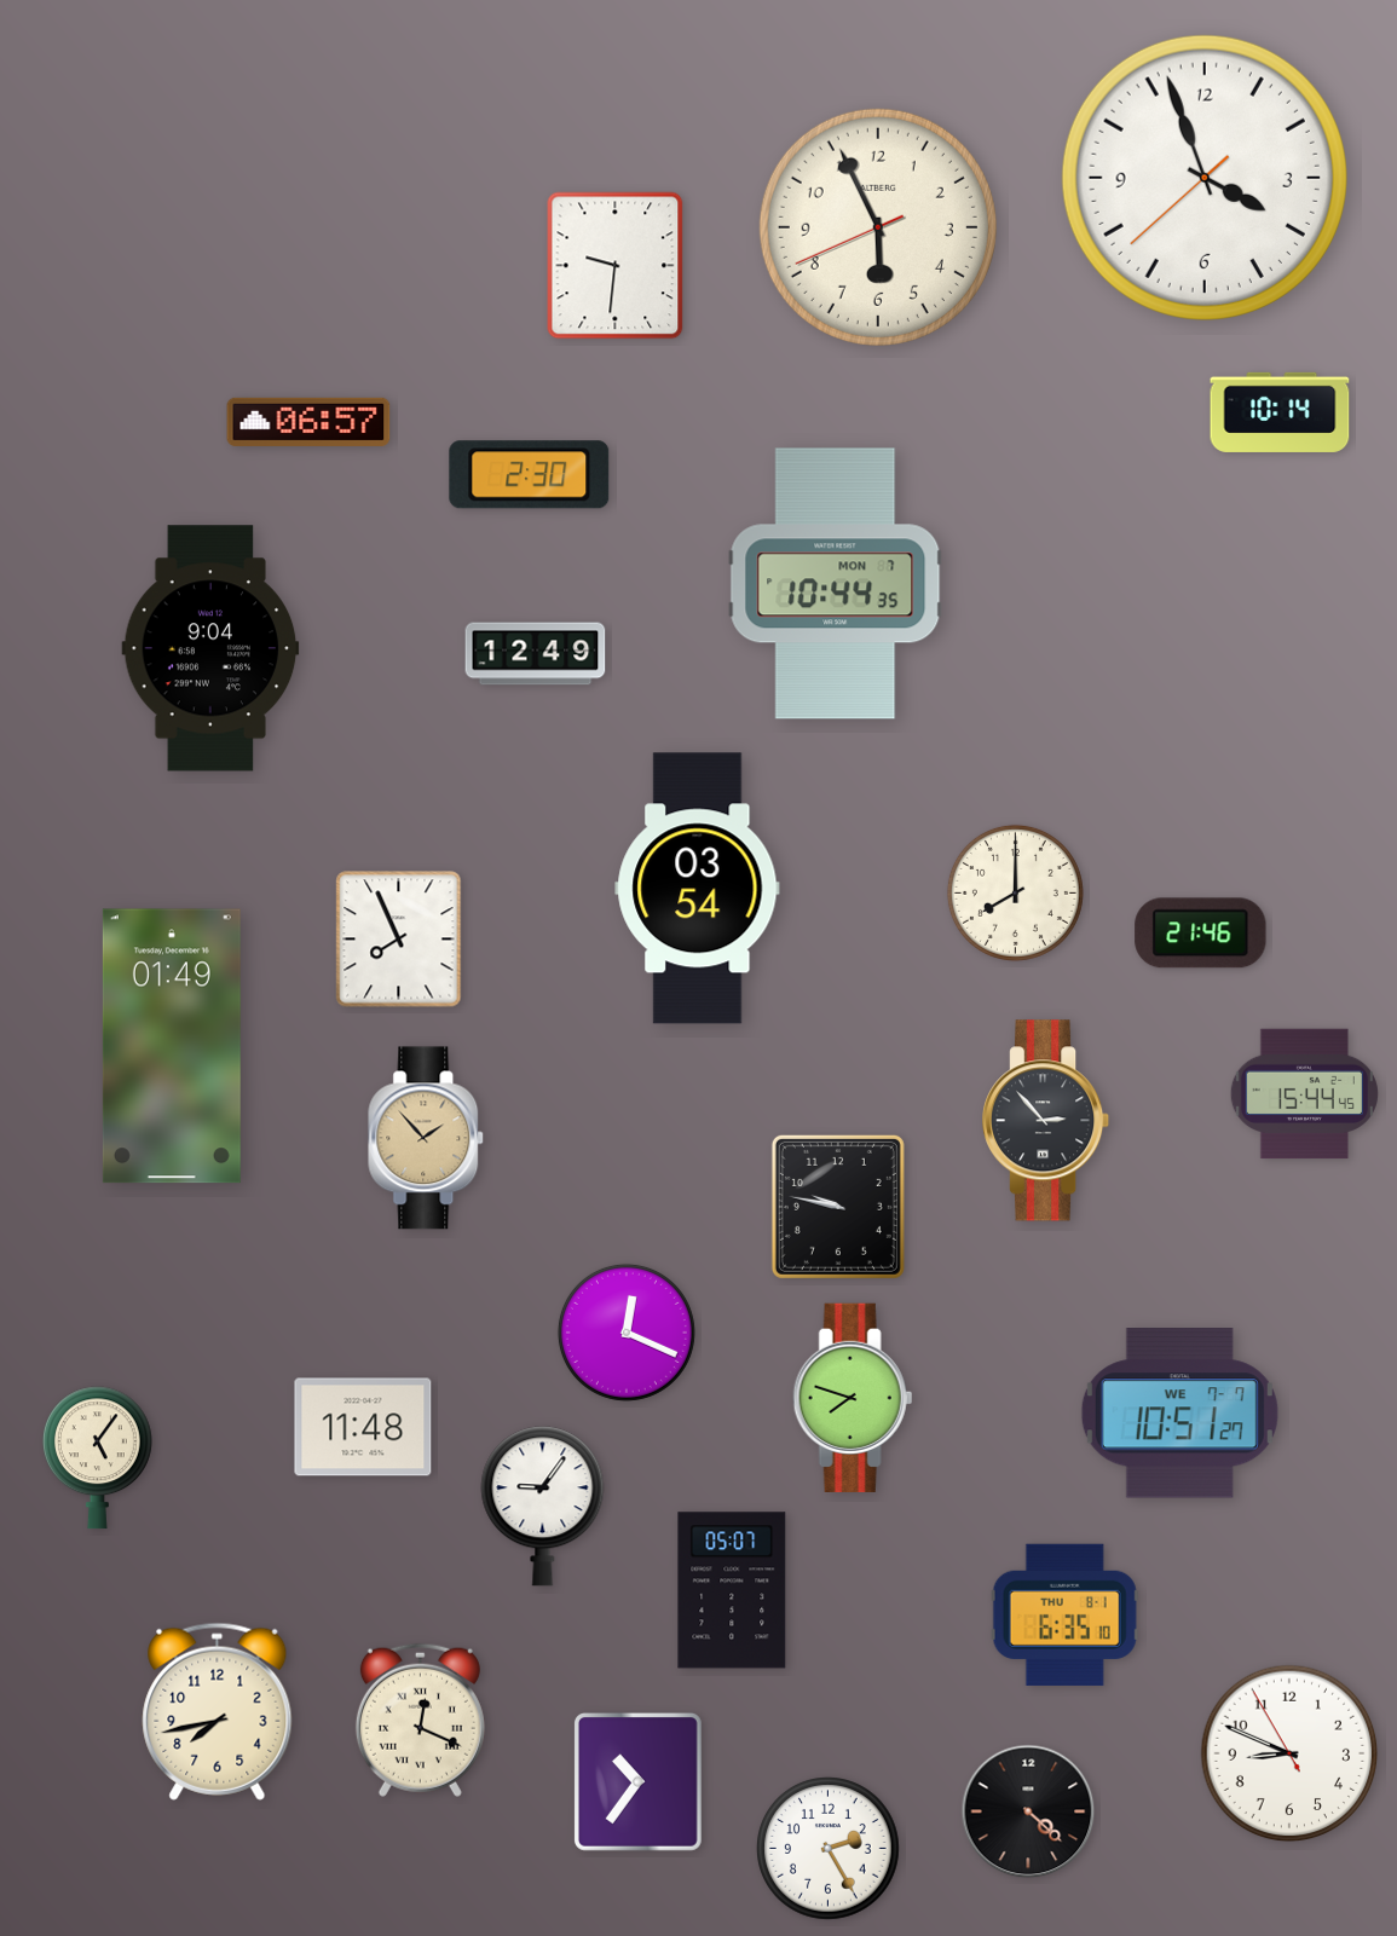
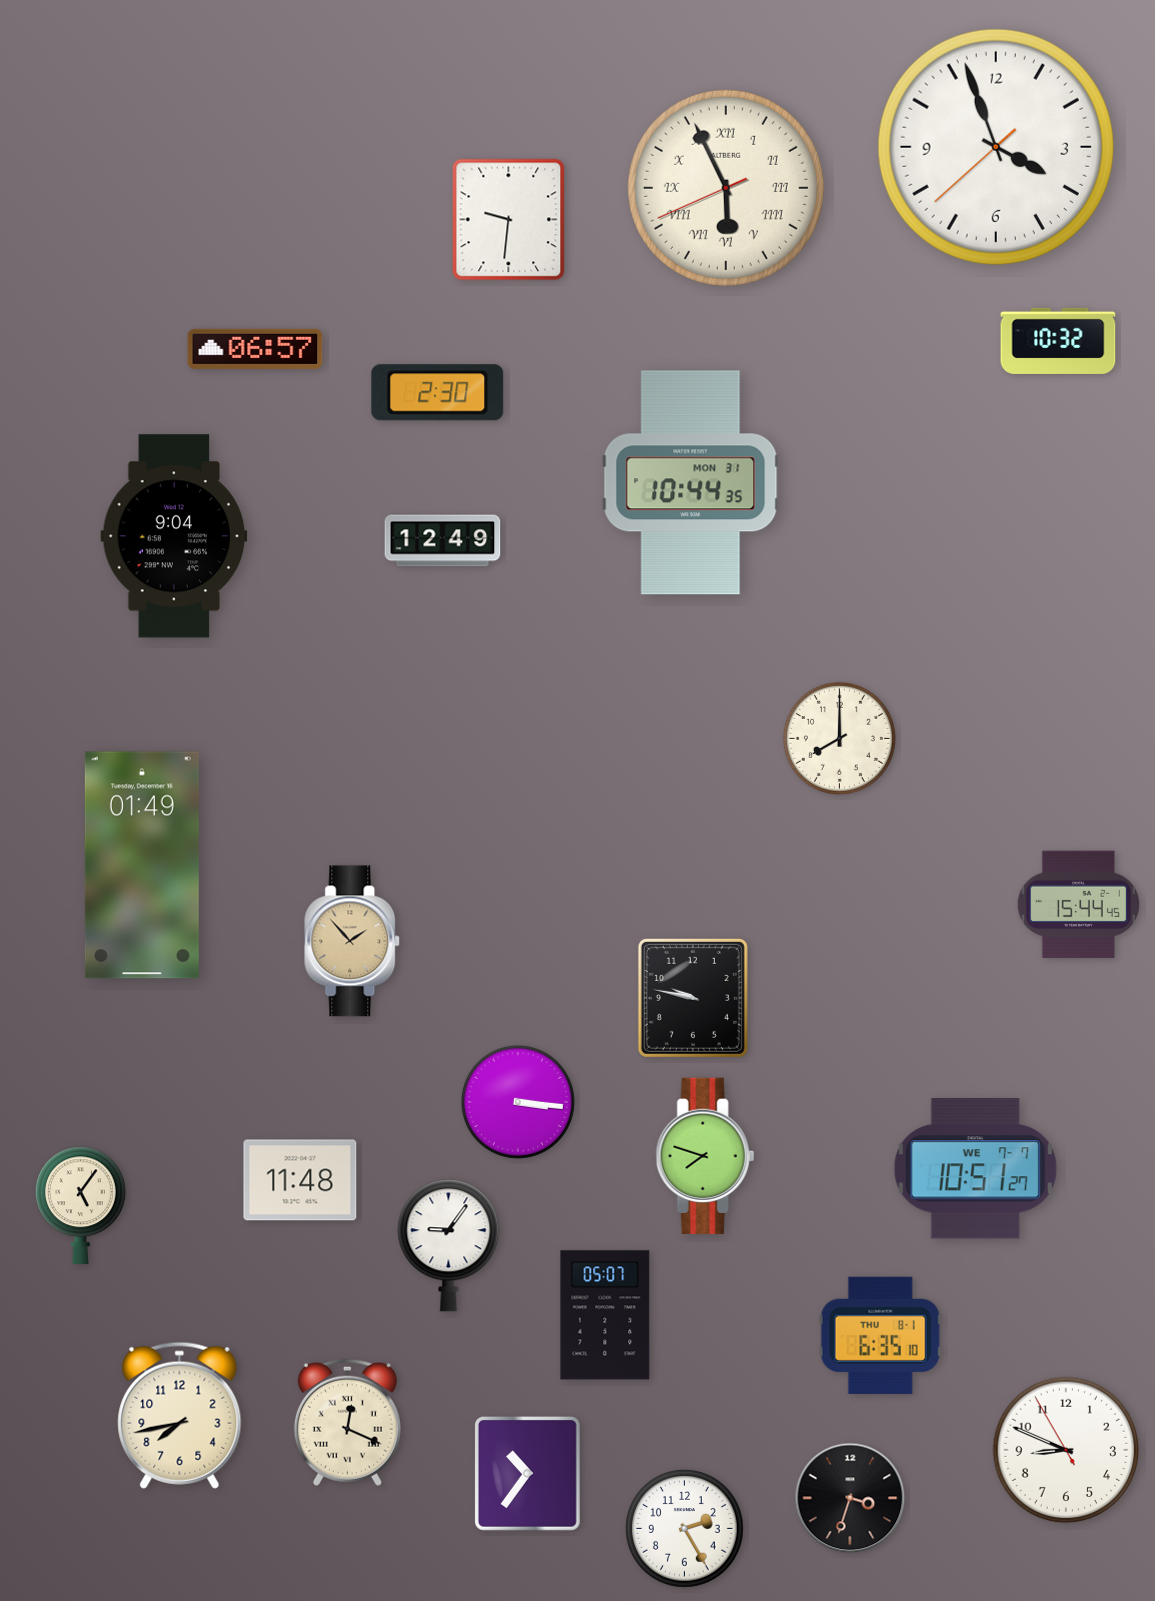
clock at (878, 227) numerals: Arabic -> Roman
clock at (1280, 412): 10:14 -> 10:32
clock at (836, 584) date: MON 7 -> MON 31
clock at (698, 889): 03:54 -> none
clock at (1201, 934): 21:46 -> none
clock at (399, 940): 7:56 -> none
clock at (1046, 1121): 2:53 -> none
clock at (627, 1333): 12:19 -> 3:16
clock at (1028, 1811): 4:22 -> 3:33
